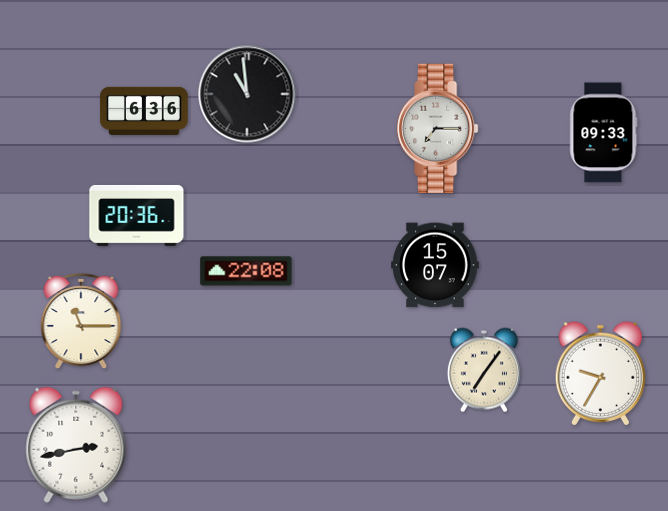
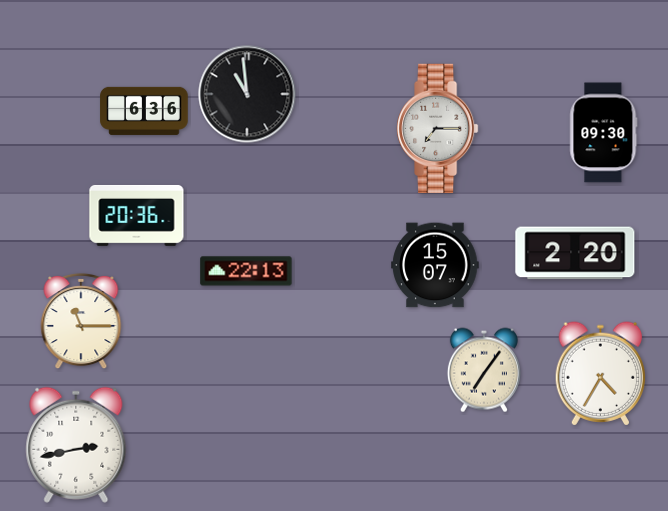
clock at (604, 133): 09:33 -> 09:30
clock at (575, 253): none -> 2:20
clock at (246, 271): 22:08 -> 22:13
clock at (600, 374): 9:35 -> 4:35
